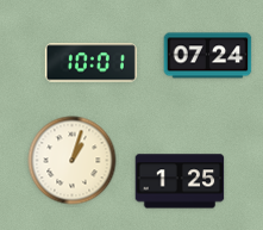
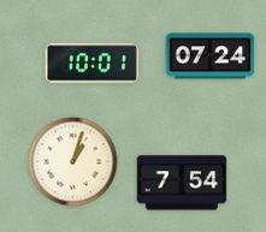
clock at (180, 181): 1:25 -> 7:54
